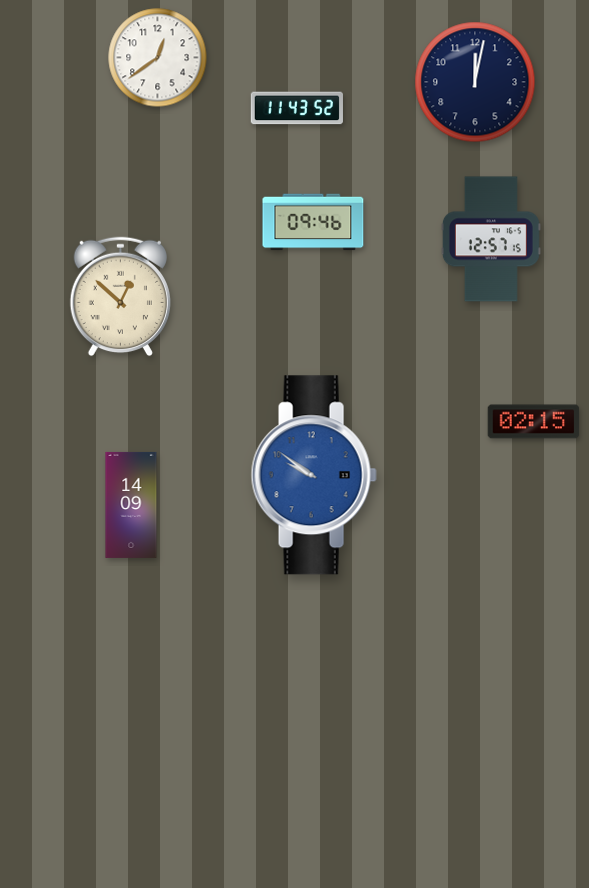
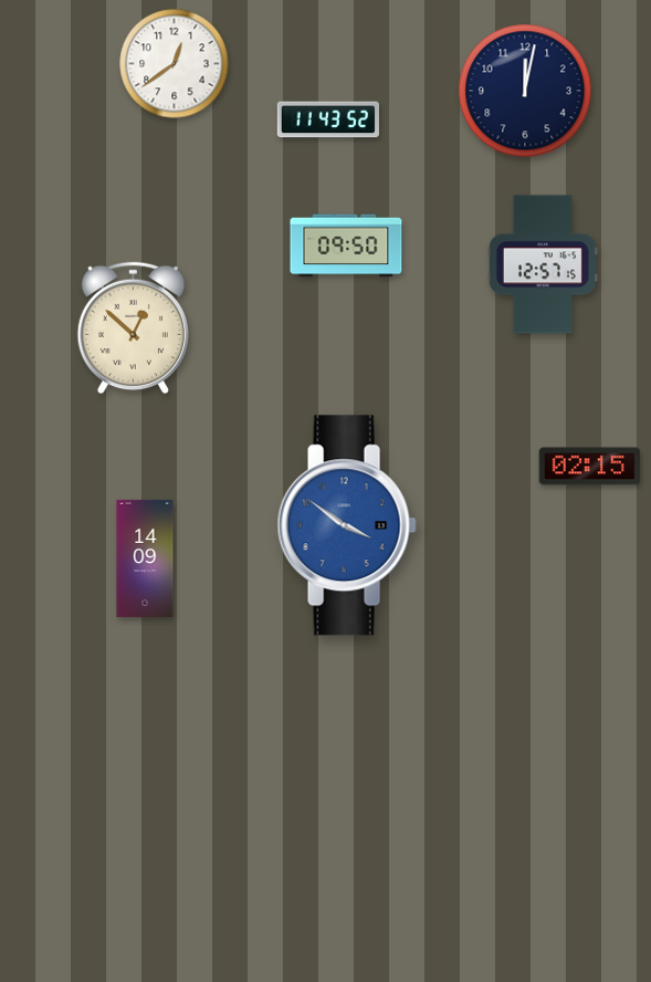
clock at (313, 222): 09:46 -> 09:50
clock at (314, 475): 9:51 -> 3:51
